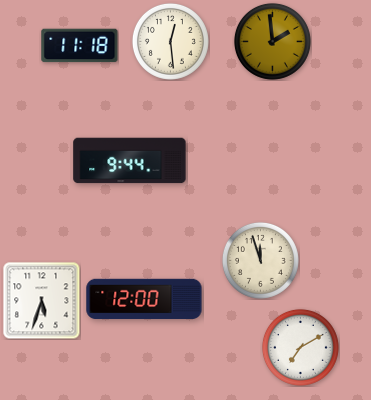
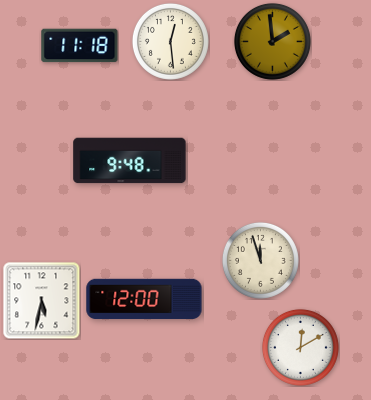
clock at (130, 161): 9:44 -> 9:48
clock at (41, 300): 5:33 -> 5:32
clock at (300, 347): 7:10 -> 12:10
